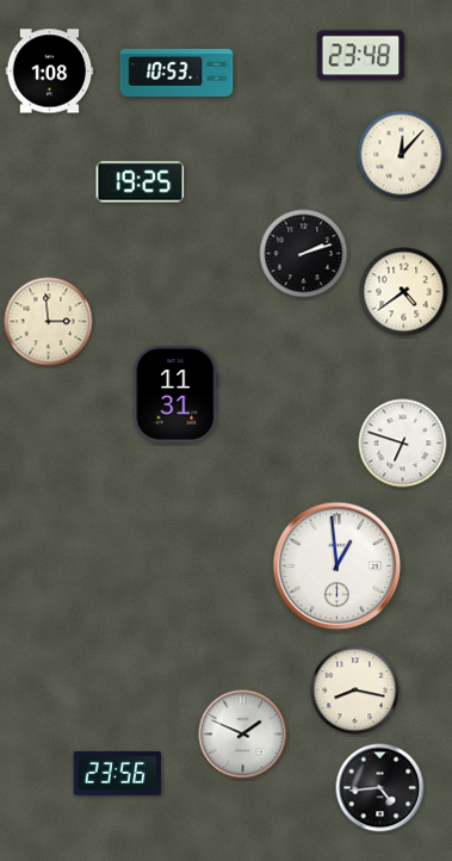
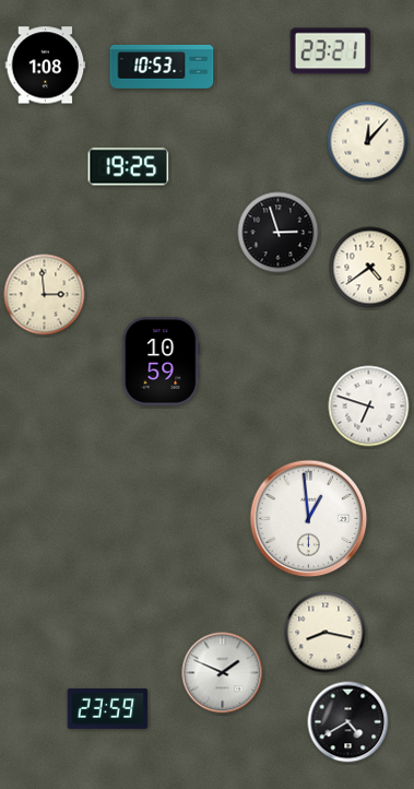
clock at (361, 56): 23:48 -> 23:21
clock at (304, 254): 2:12 -> 2:57
clock at (177, 395): 11:31 -> 10:59
clock at (118, 773): 23:56 -> 23:59
clock at (380, 788): 4:44 -> 4:40
